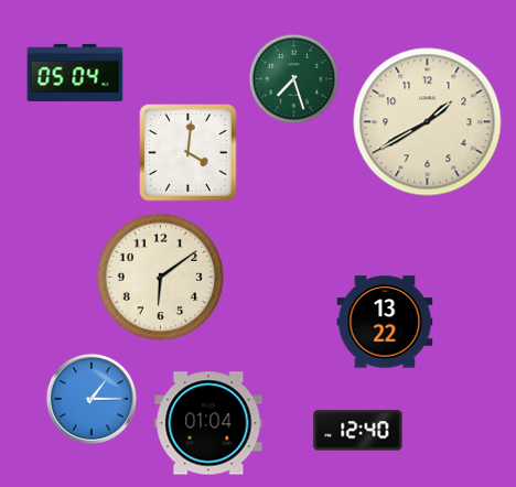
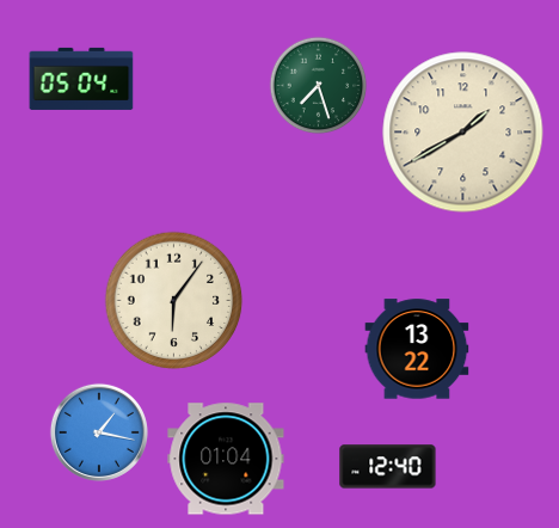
clock at (189, 153): 4:01 -> none
clock at (161, 278): 6:09 -> 6:06
clock at (92, 399): 1:15 -> 1:17
